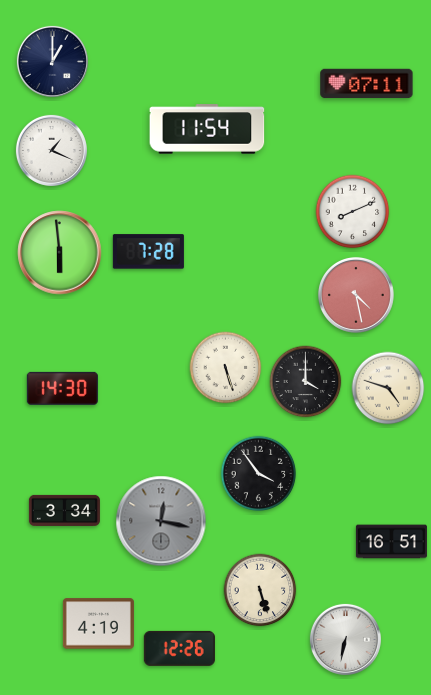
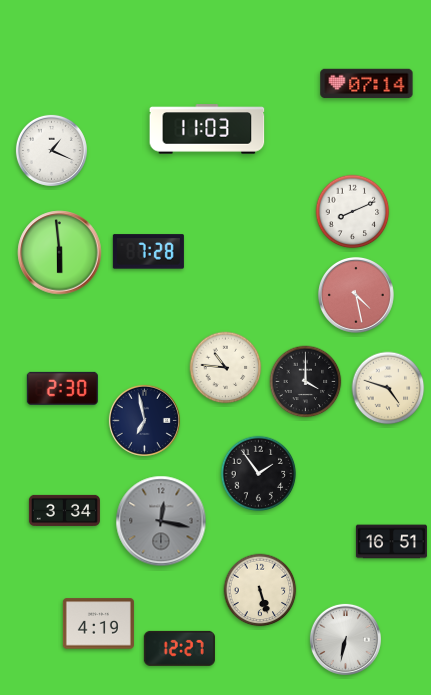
clock at (52, 61): 1:00 -> none
clock at (367, 84): 07:11 -> 07:14
clock at (207, 129): 11:54 -> 11:03
clock at (226, 368): 5:27 -> 10:46
clock at (62, 388): 14:30 -> 2:30
clock at (144, 420): none -> 6:58
clock at (259, 474): 3:54 -> 1:54
clock at (179, 648): 12:26 -> 12:27
